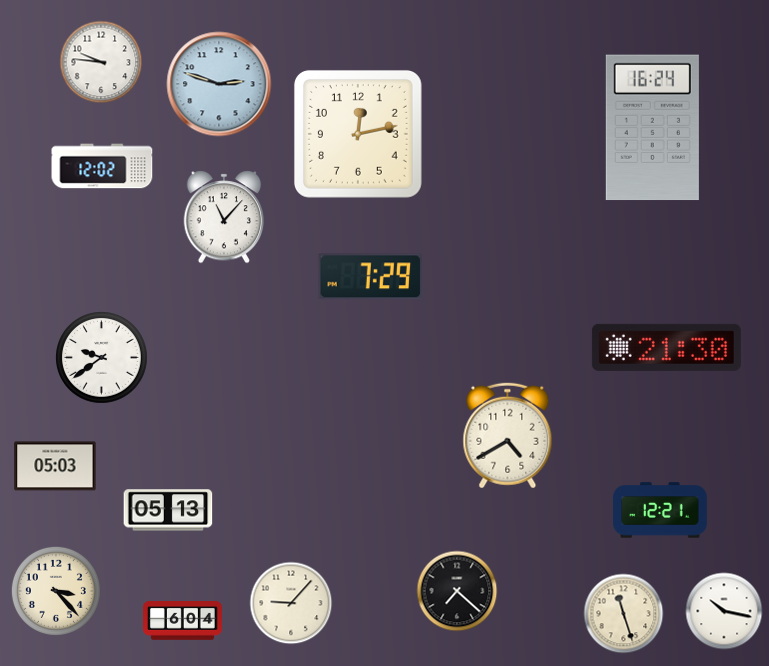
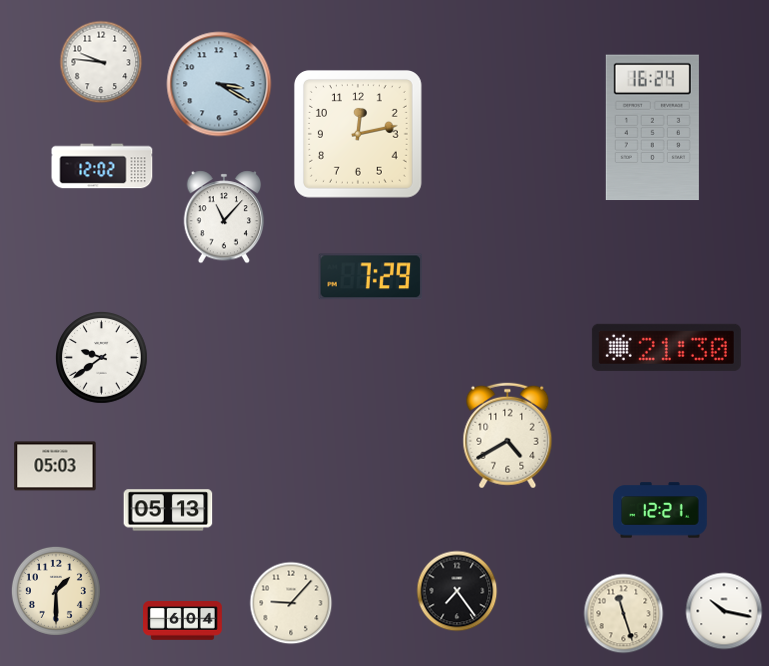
clock at (219, 84): 2:48 -> 3:20
clock at (56, 591): 3:23 -> 1:30
clock at (457, 591): 7:22 -> 7:24
